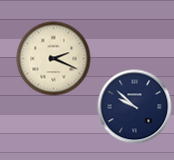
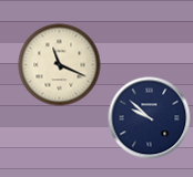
clock at (54, 59): 2:19 -> 11:19
